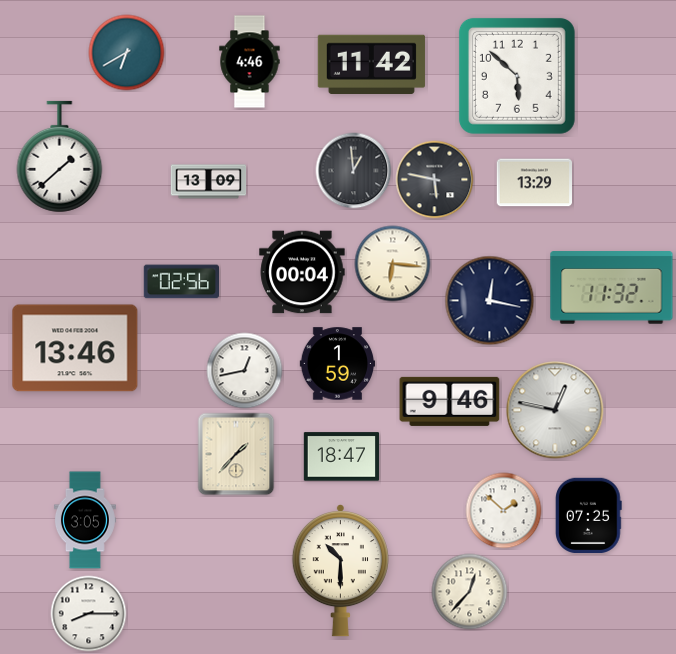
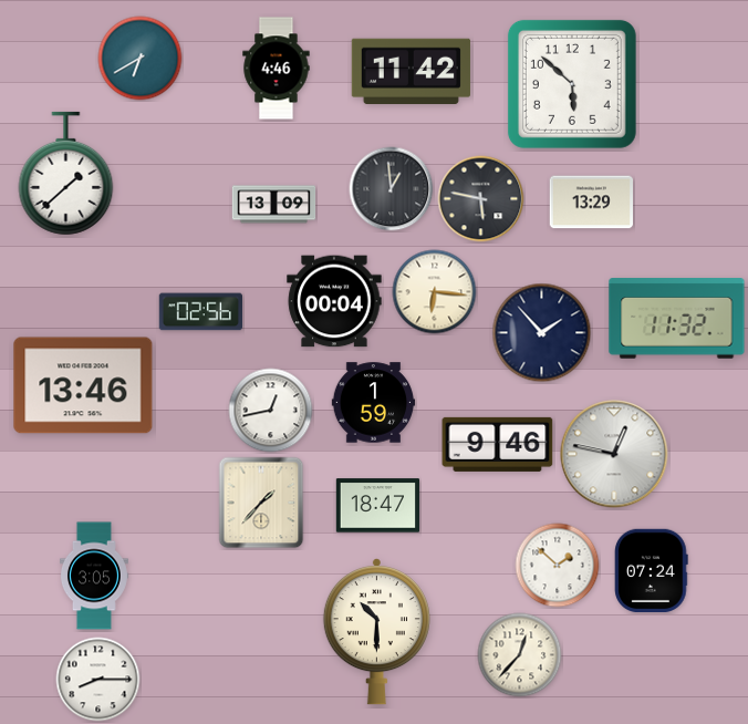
clock at (209, 182) position: (209, 182) -> (274, 205)
clock at (490, 301): 12:17 -> 1:53
clock at (589, 515): 07:25 -> 07:24
